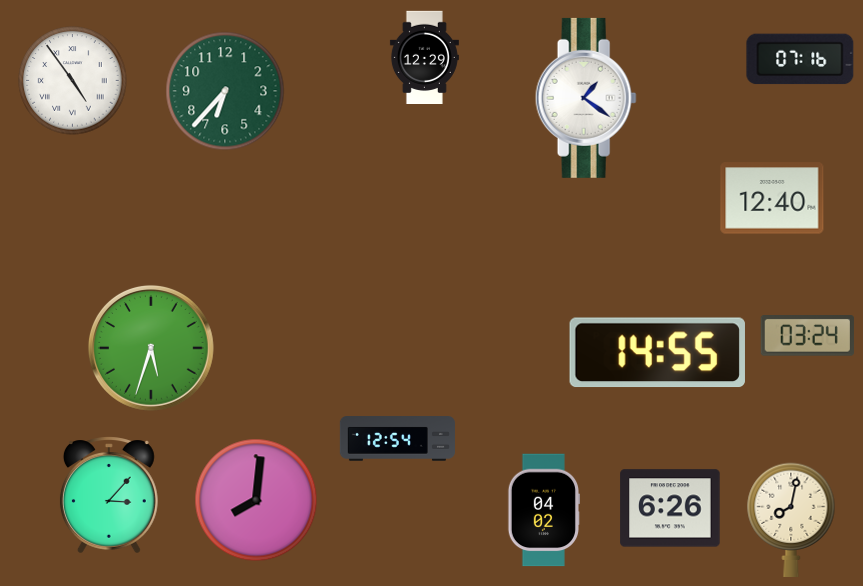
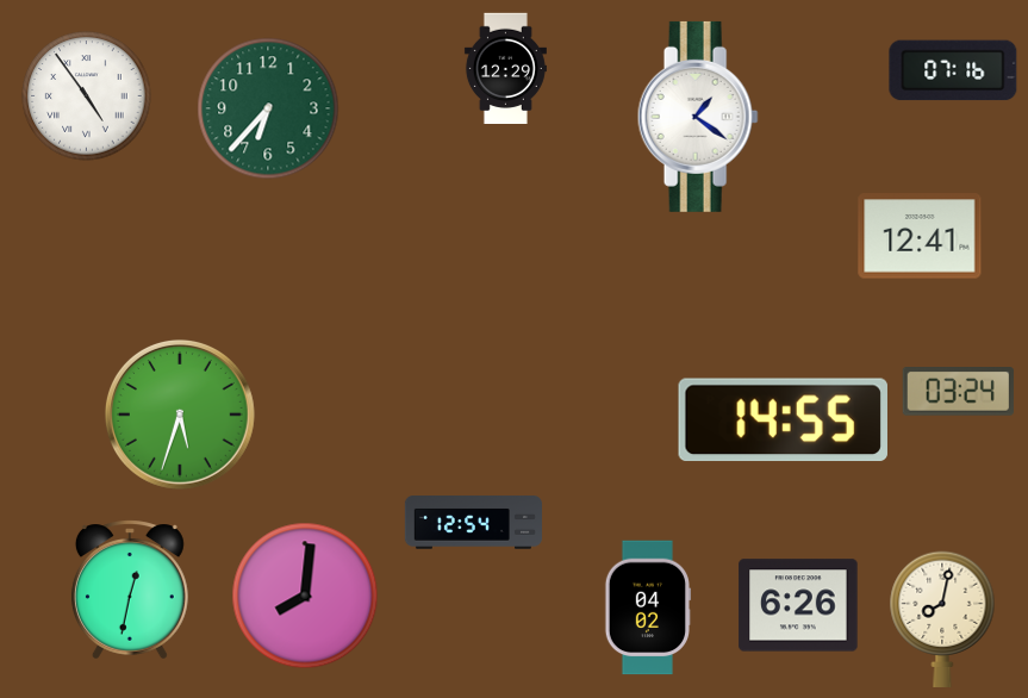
clock at (772, 198): 12:40 -> 12:41
clock at (807, 336) position: (807, 336) -> (958, 392)
clock at (109, 495): 3:07 -> 12:32
